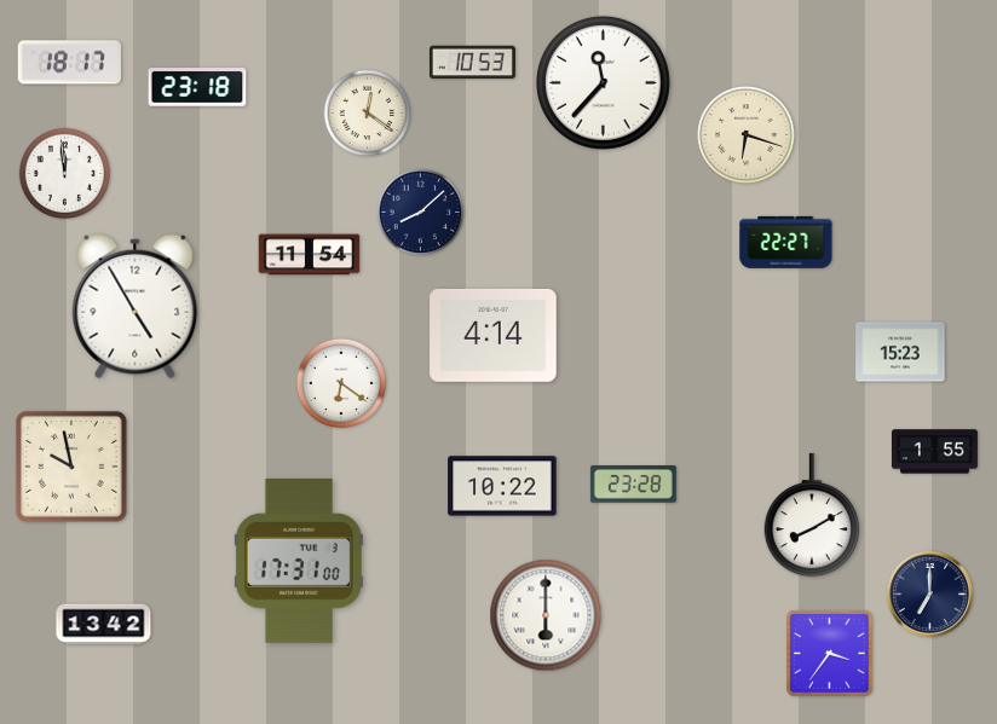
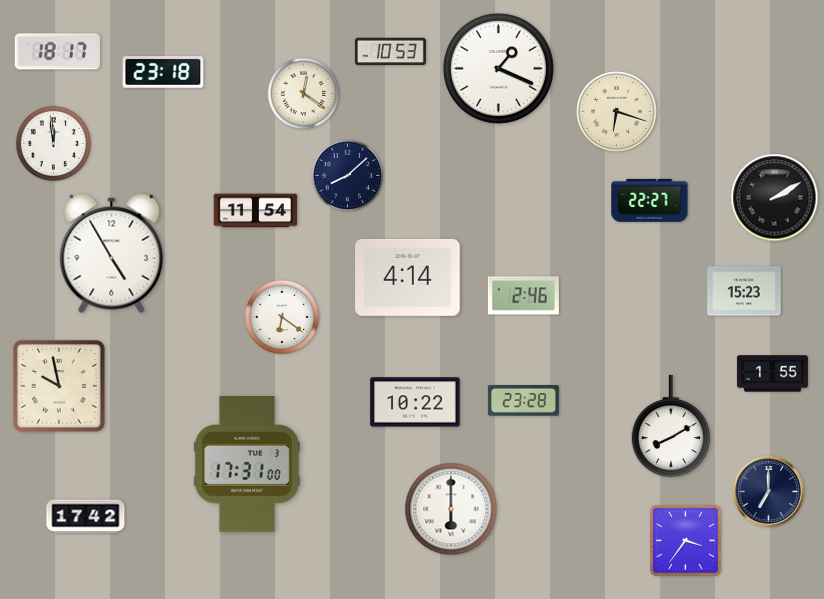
clock at (603, 82): 11:37 -> 1:19
clock at (775, 198): none -> 2:10
clock at (523, 296): none -> 2:46
clock at (104, 625): 13:42 -> 17:42
